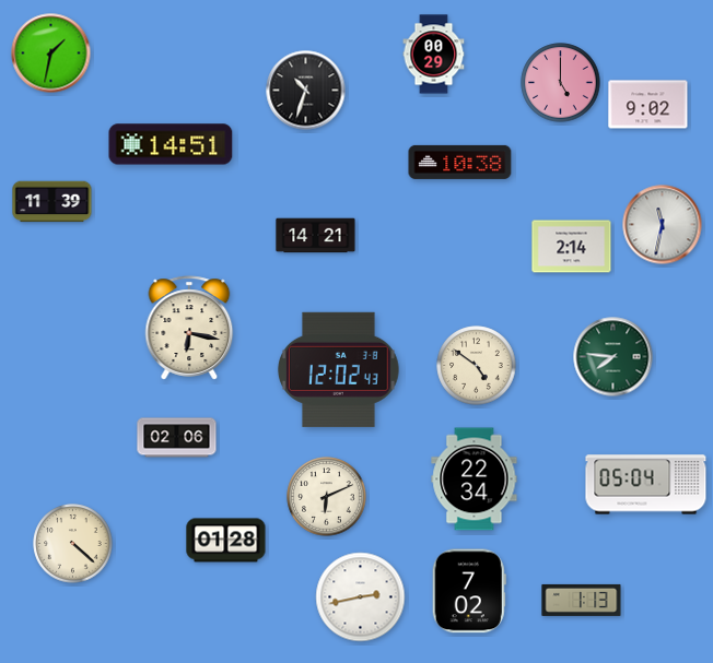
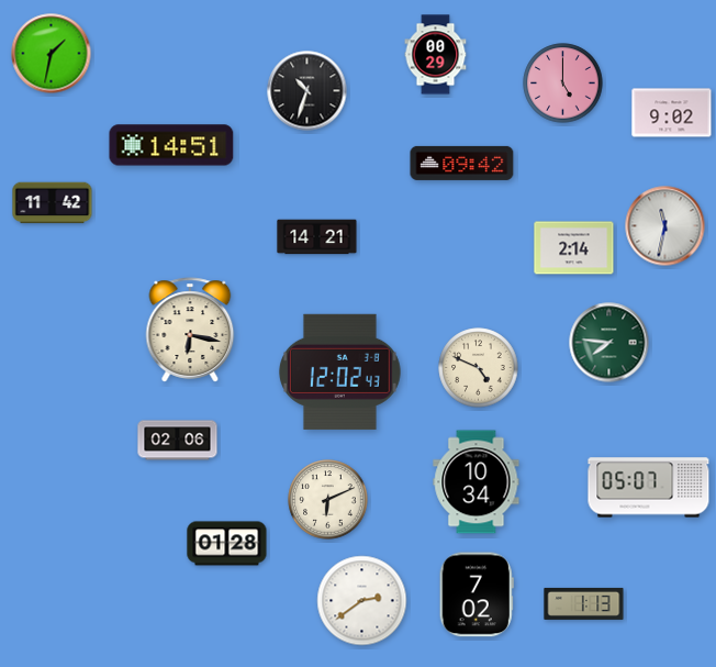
clock at (648, 105) position: (648, 105) -> (672, 113)
clock at (460, 162): 10:38 -> 09:42
clock at (52, 202): 11:39 -> 11:42
clock at (613, 357) position: (613, 357) -> (609, 343)
clock at (477, 366): 4:51 -> 4:49
clock at (475, 480): 22:34 -> 10:34
clock at (646, 485): 05:04 -> 05:07
clock at (73, 544): 4:22 -> none
clock at (469, 591) position: (469, 591) -> (477, 594)
clock at (361, 597): 2:43 -> 2:39
